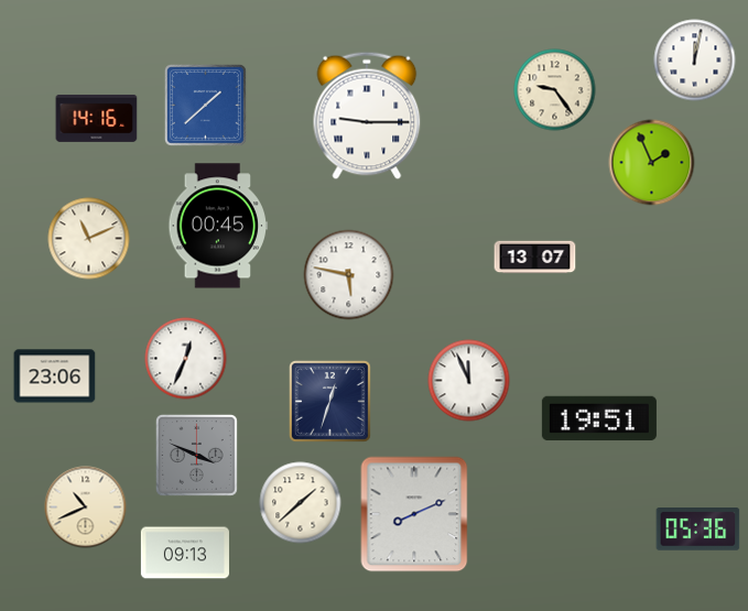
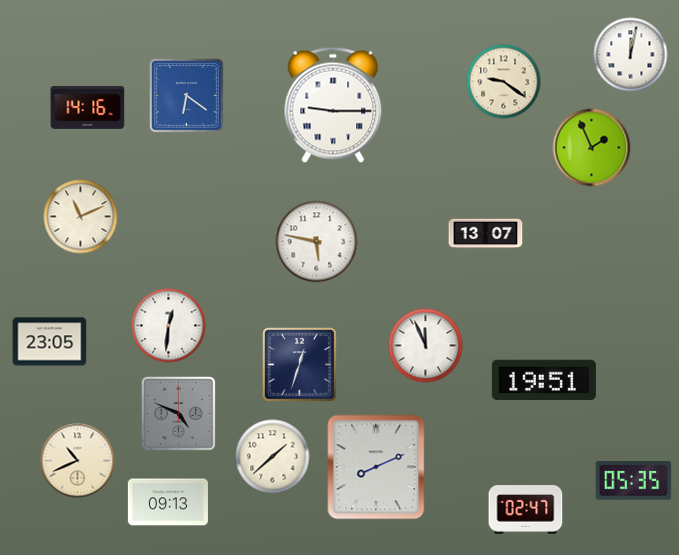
clock at (555, 90): 9:24 -> 9:21
clock at (205, 105): 1:38 -> 6:21
clock at (218, 226): 00:45 -> none
clock at (349, 275) position: (349, 275) -> (317, 242)
clock at (186, 359): 12:34 -> 12:31
clock at (55, 377): 23:06 -> 23:05
clock at (196, 455): 3:49 -> 4:49
clock at (698, 530): 05:36 -> 05:35
clock at (526, 510): none -> 02:47
